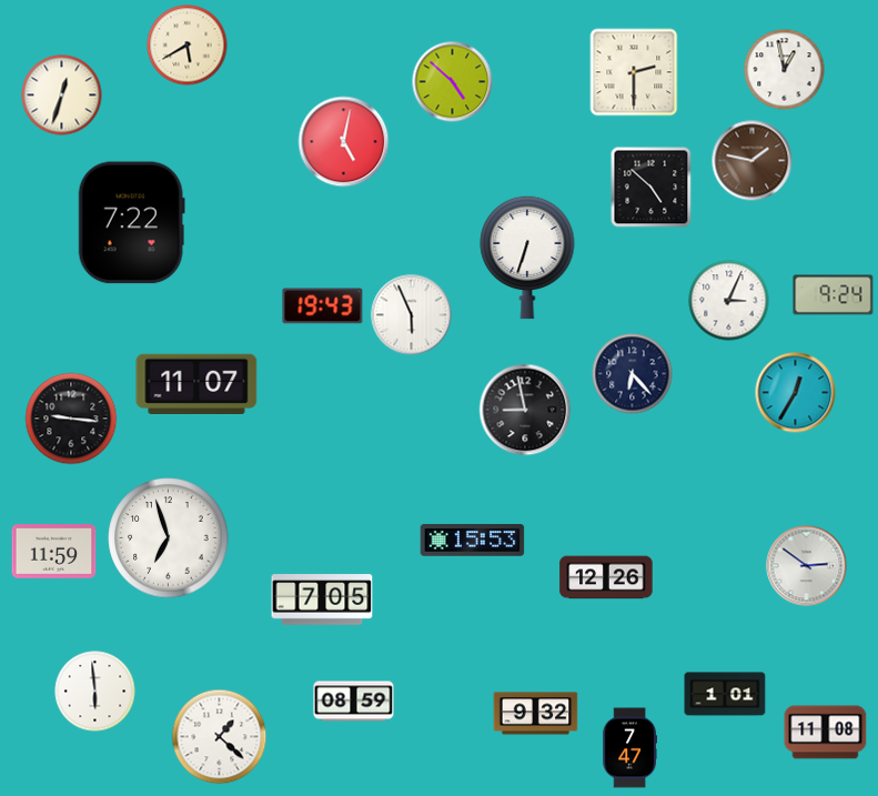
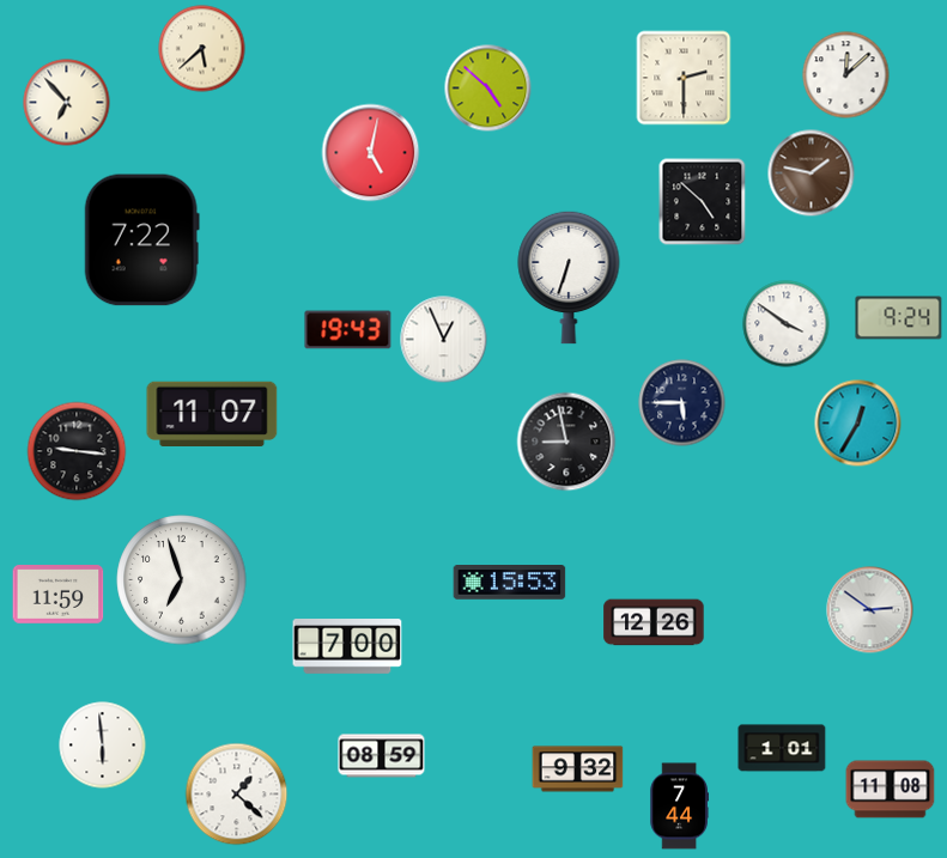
clock at (188, 46): 5:40 -> 5:38
clock at (785, 70): 12:58 -> 12:08
clock at (62, 95): 12:33 -> 6:53
clock at (729, 301): 3:04 -> 3:51
clock at (412, 315): 5:56 -> 12:56
clock at (633, 374): 6:23 -> 5:45
clock at (322, 599): 7:05 -> 7:00
clock at (629, 748): 7:47 -> 7:44
